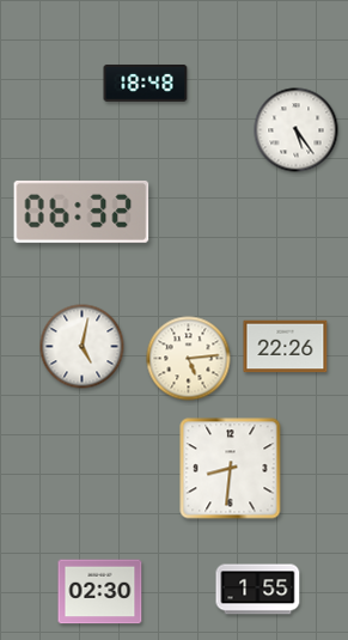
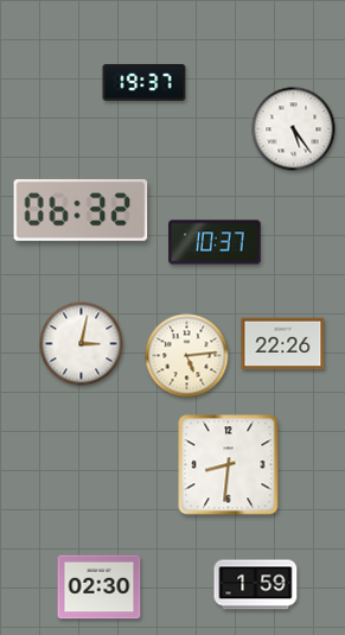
clock at (146, 84): 18:48 -> 19:37
clock at (215, 242): none -> 10:37
clock at (83, 347): 5:02 -> 3:02
clock at (258, 590): 1:55 -> 1:59
